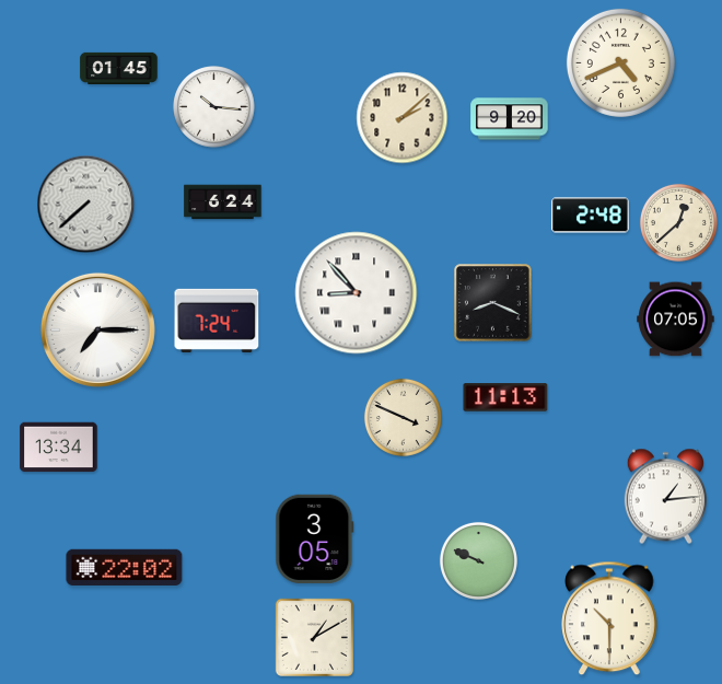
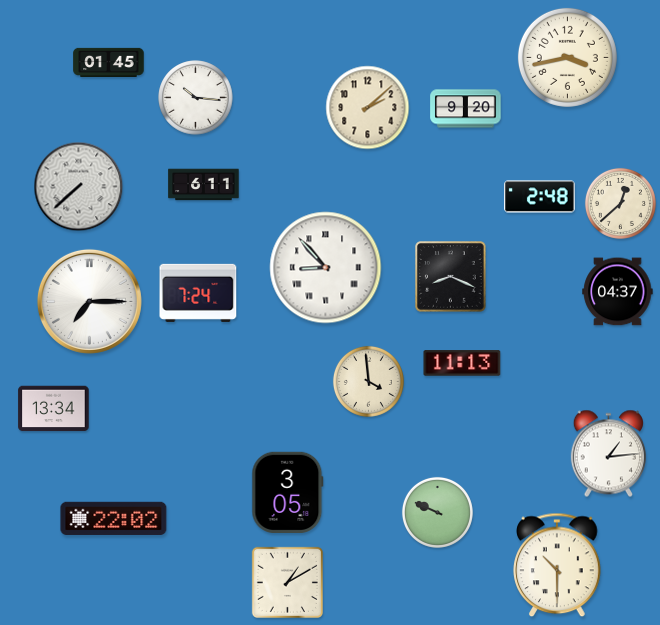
clock at (620, 62): 4:41 -> 3:43
clock at (223, 202): 6:24 -> 6:11
clock at (676, 320): 07:05 -> 04:37
clock at (403, 417): 3:49 -> 3:59
